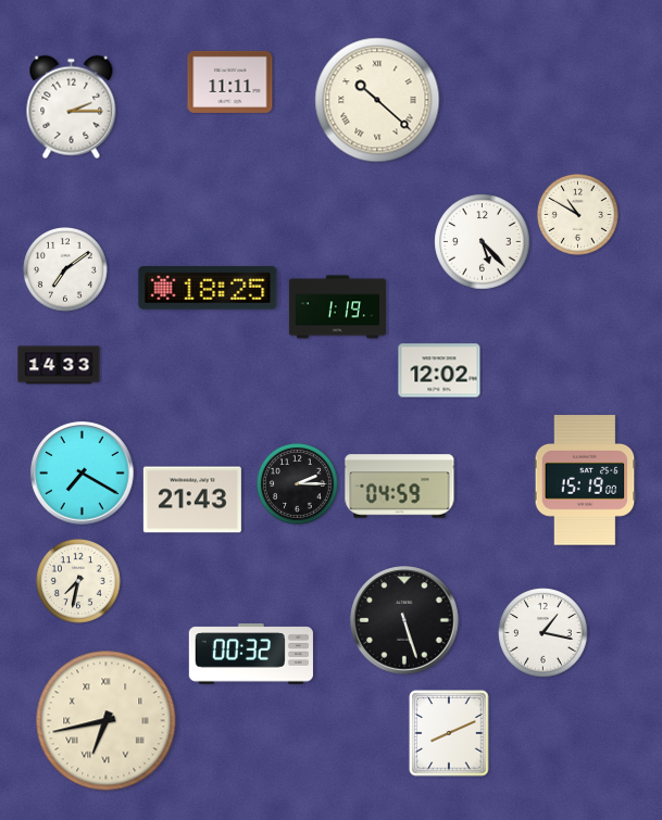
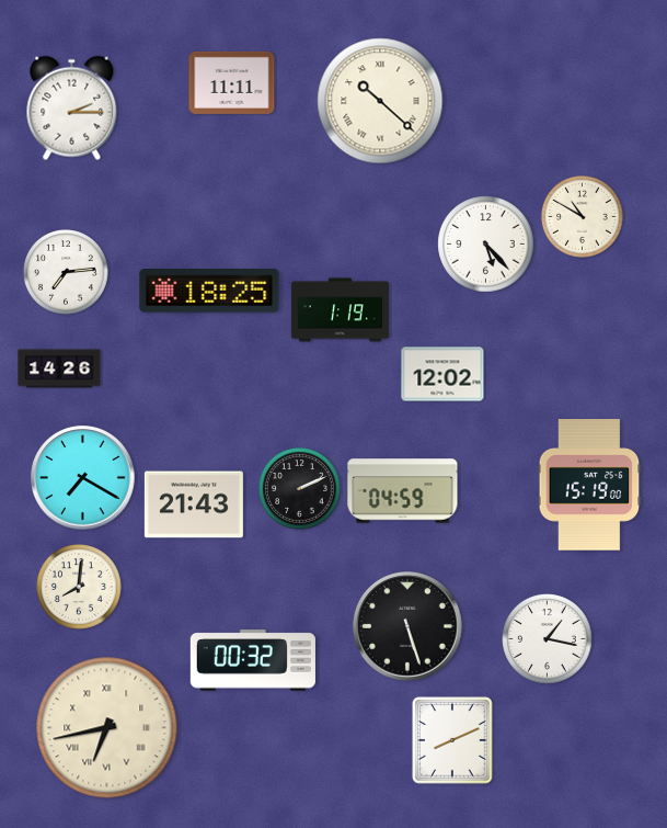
clock at (66, 270): 7:09 -> 7:14
clock at (59, 365): 14:33 -> 14:26
clock at (298, 484): 2:15 -> 2:11
clock at (79, 582): 7:32 -> 8:01
